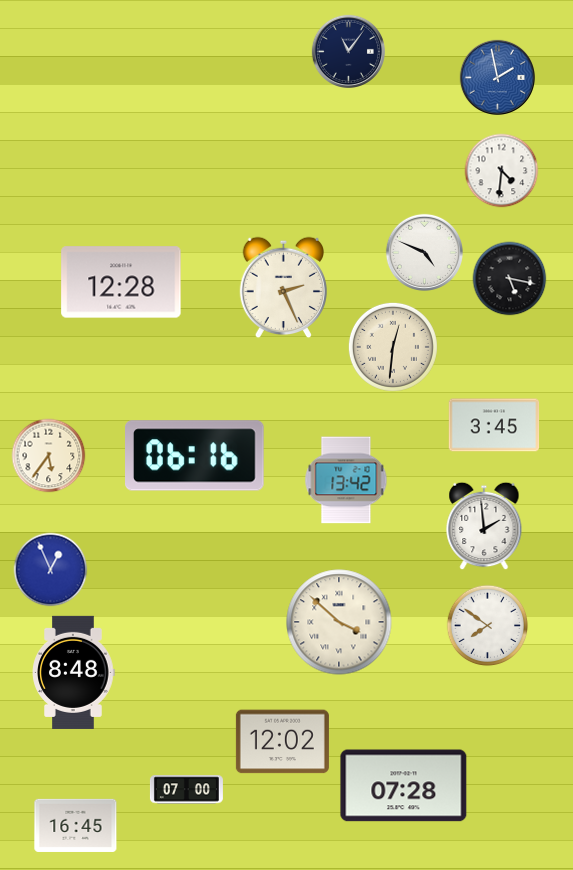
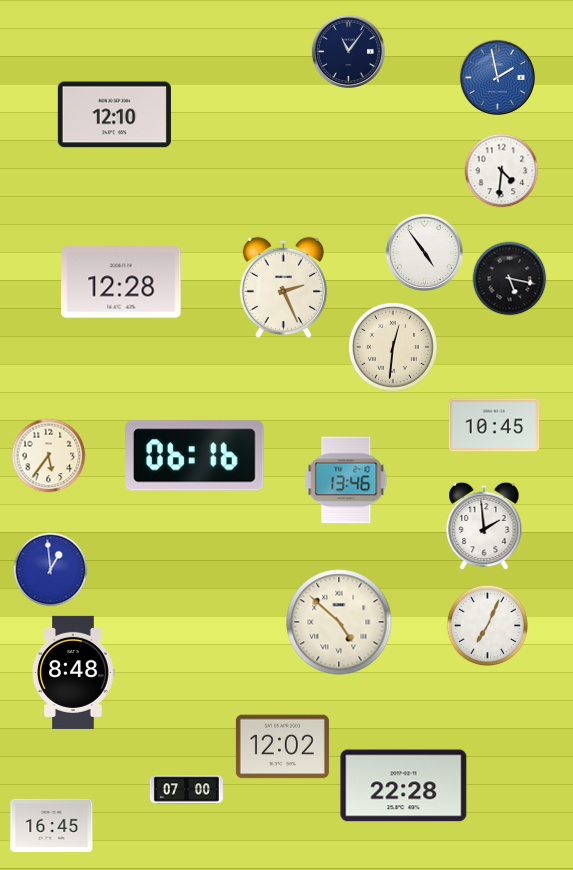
clock at (114, 115): none -> 12:10
clock at (424, 252): 4:49 -> 4:54
clock at (494, 425): 3:45 -> 10:45
clock at (346, 480): 13:42 -> 13:46
clock at (51, 570): 12:56 -> 12:59
clock at (339, 622): 3:52 -> 4:52
clock at (488, 626): 7:51 -> 7:04
clock at (282, 742) position: (282, 742) -> (282, 747)
clock at (404, 786): 07:28 -> 22:28
clock at (76, 825) position: (76, 825) -> (52, 825)
